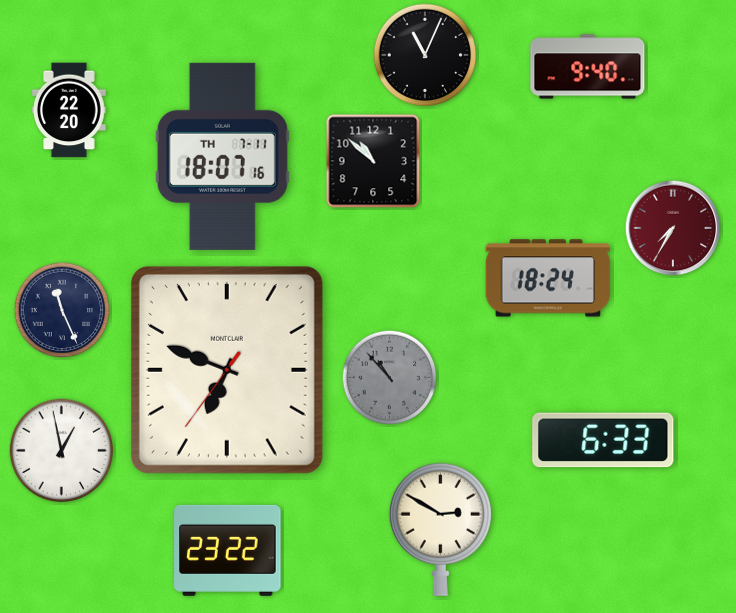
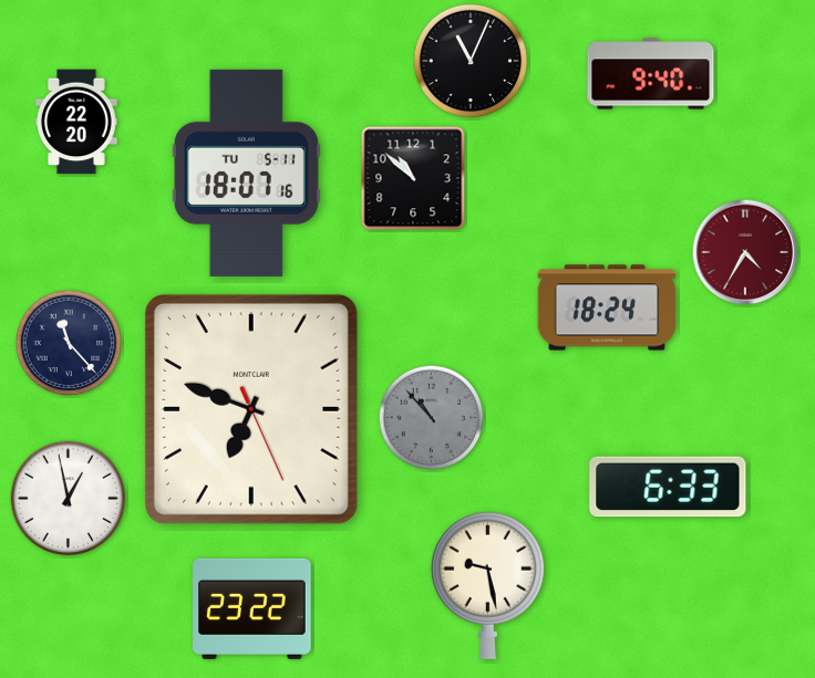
clock at (222, 156) date: TH 7-11 -> TU 5-11
clock at (673, 228): 7:35 -> 4:35
clock at (62, 310): 11:26 -> 11:23
clock at (227, 370): 6:48:36 -> 6:48:26
clock at (440, 529): 2:50 -> 9:28
